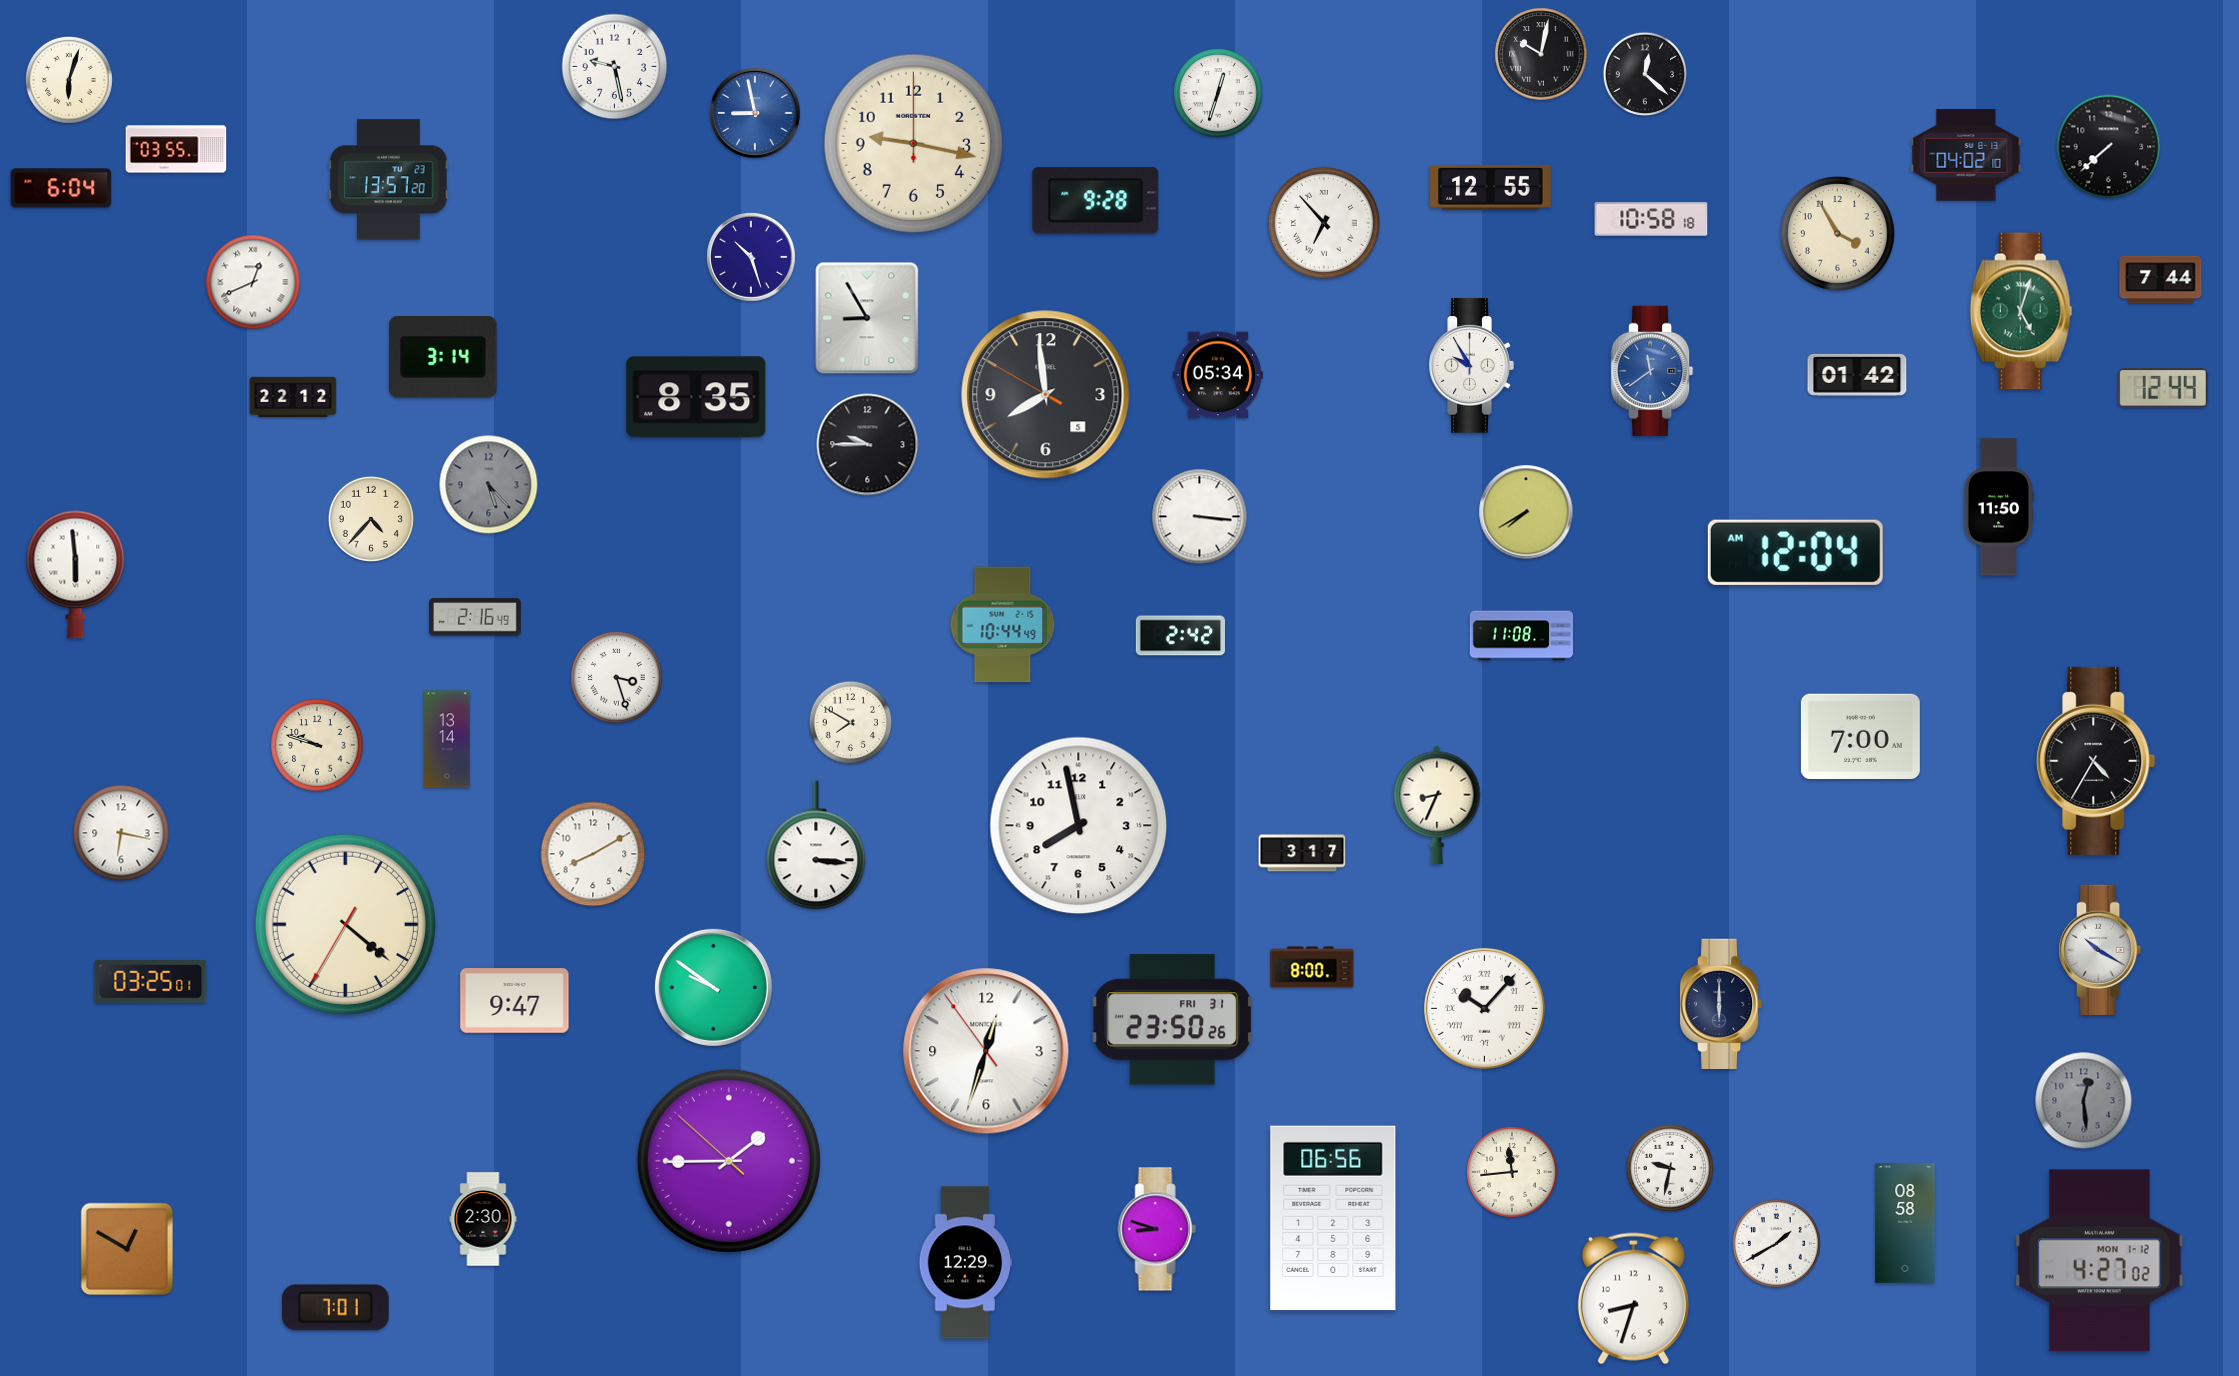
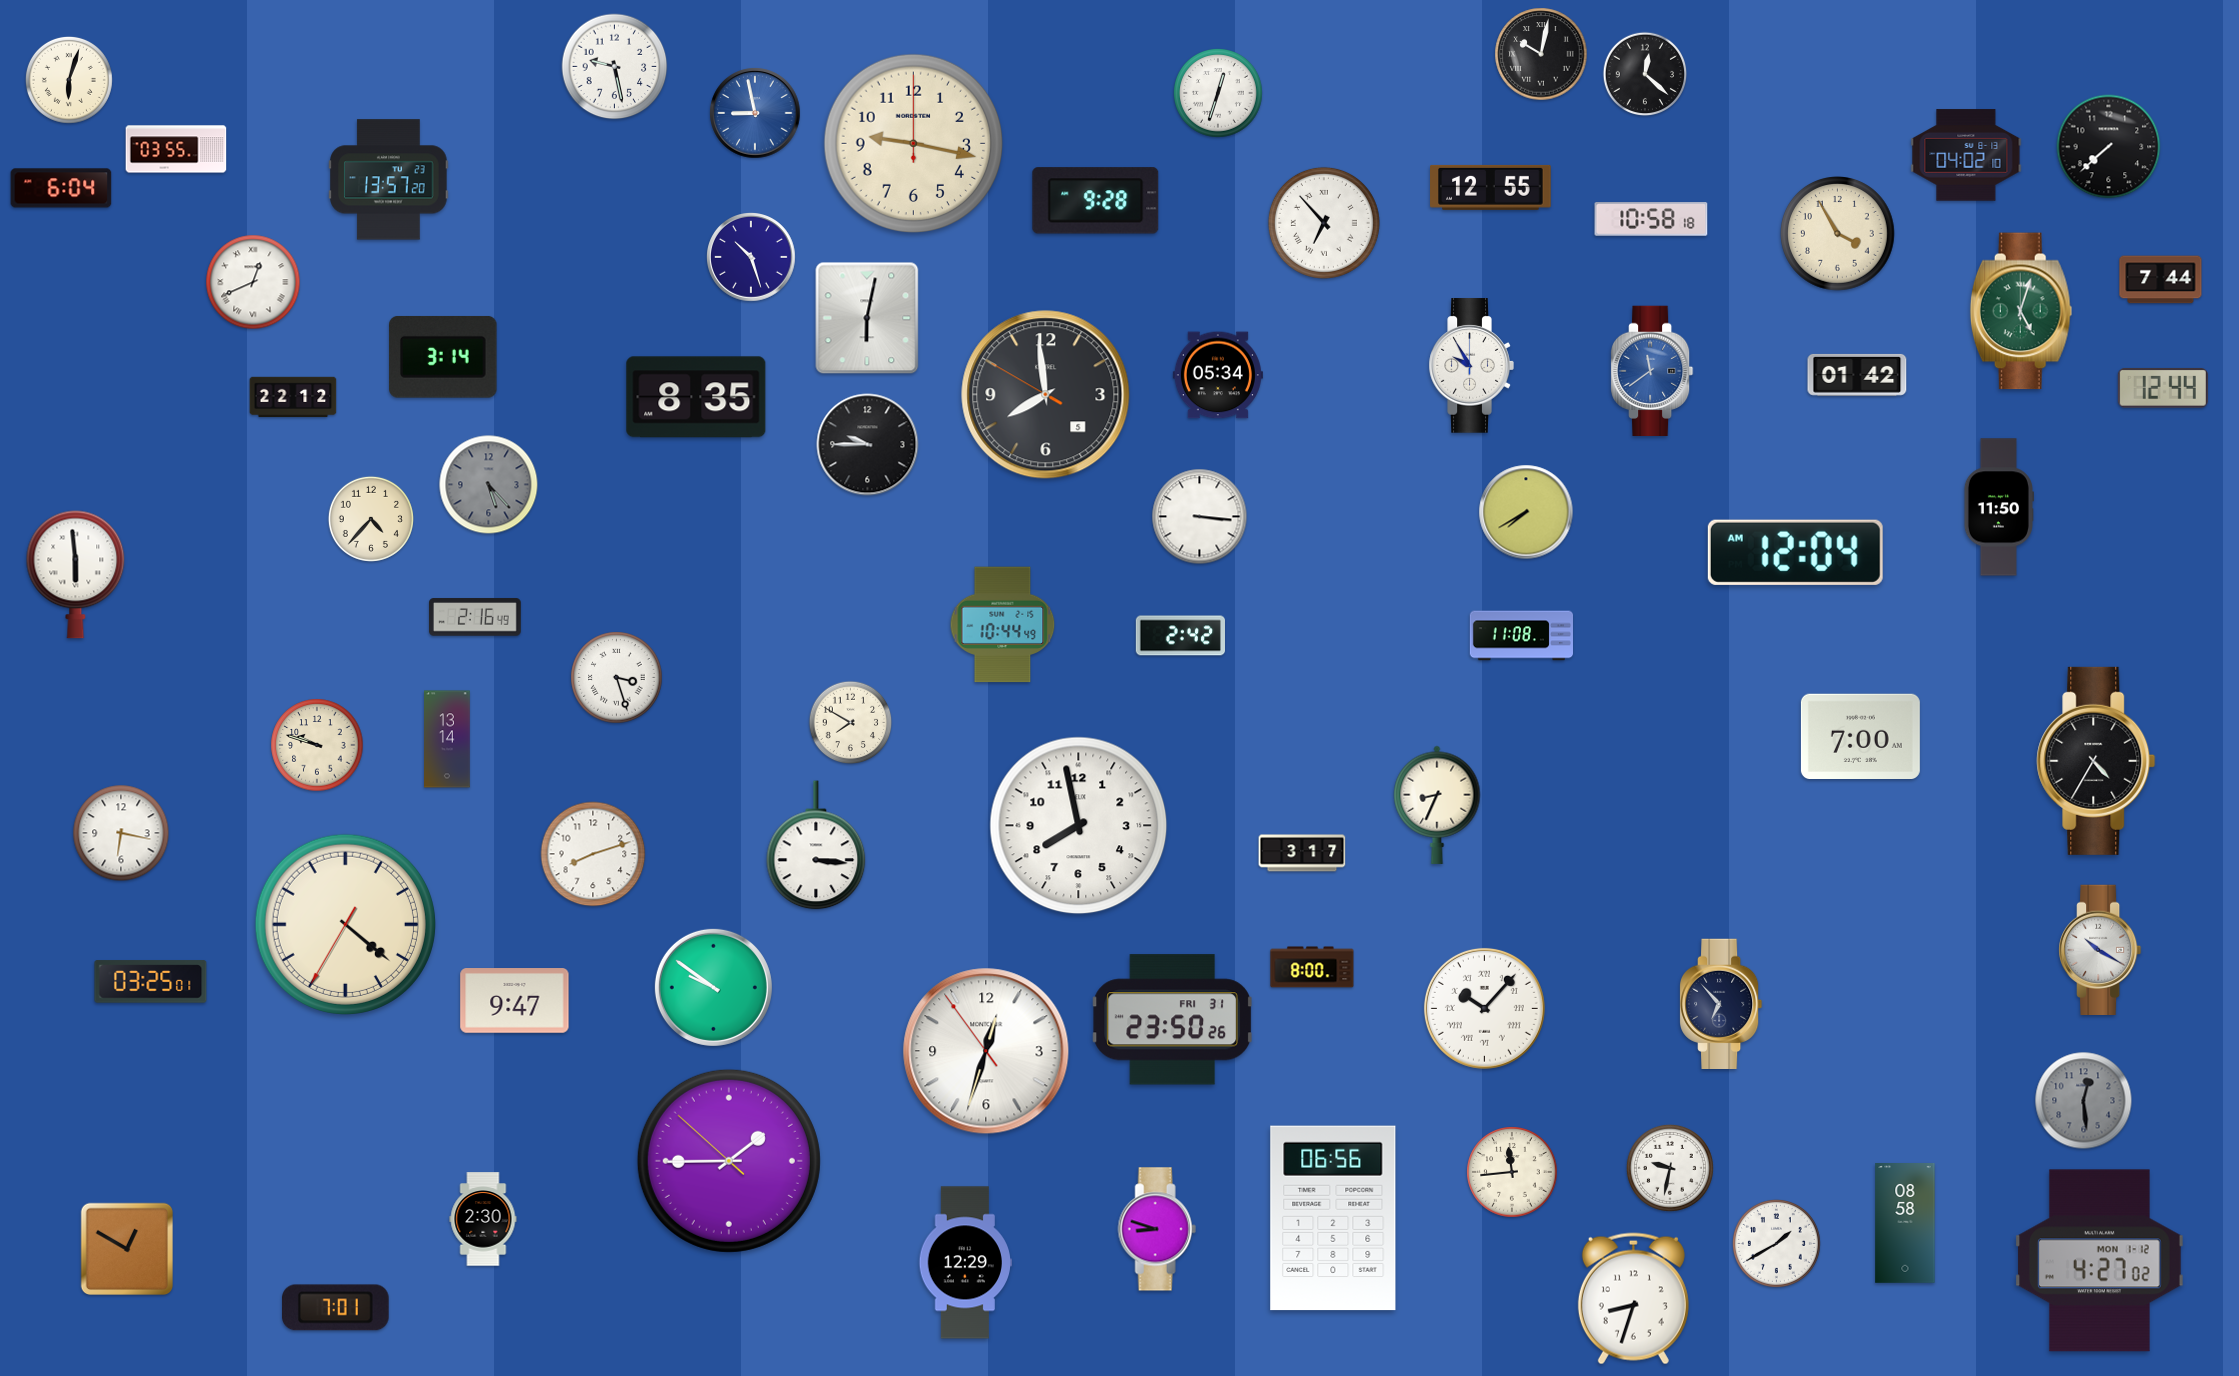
clock at (867, 318): 8:55 -> 6:02
clock at (593, 854): 8:10 -> 8:12
clock at (1722, 1003): 6:00 -> 6:53
